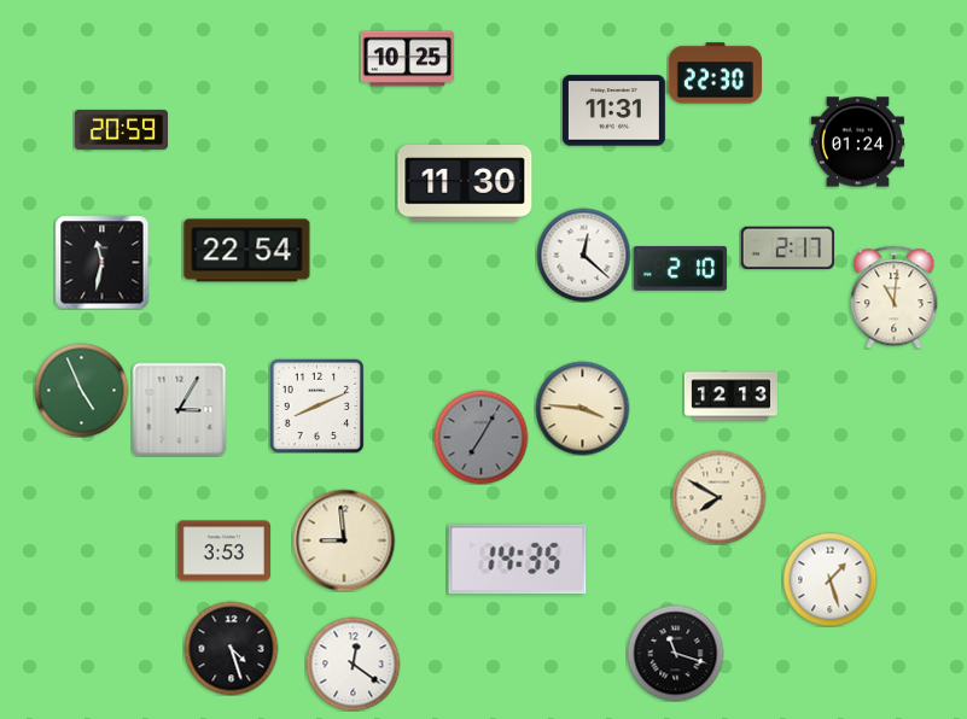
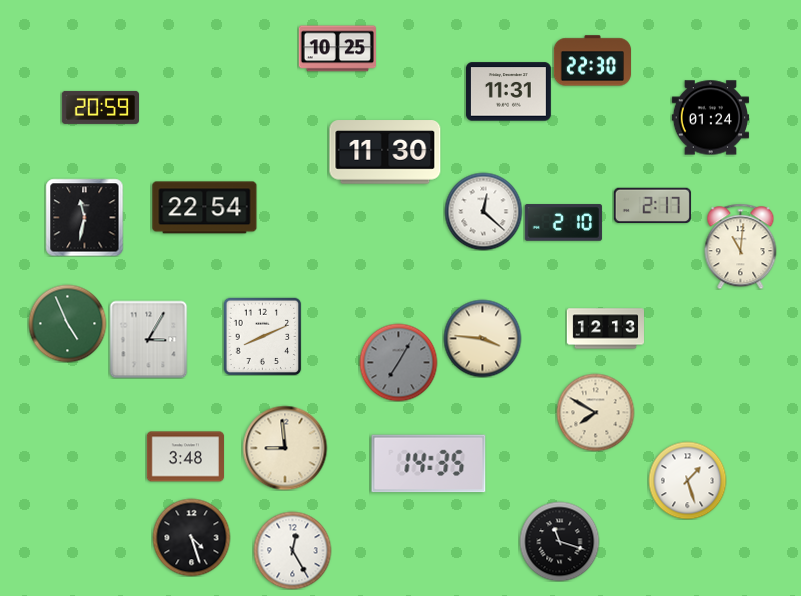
clock at (223, 551): 3:53 -> 3:48
clock at (353, 664): 12:21 -> 12:25
